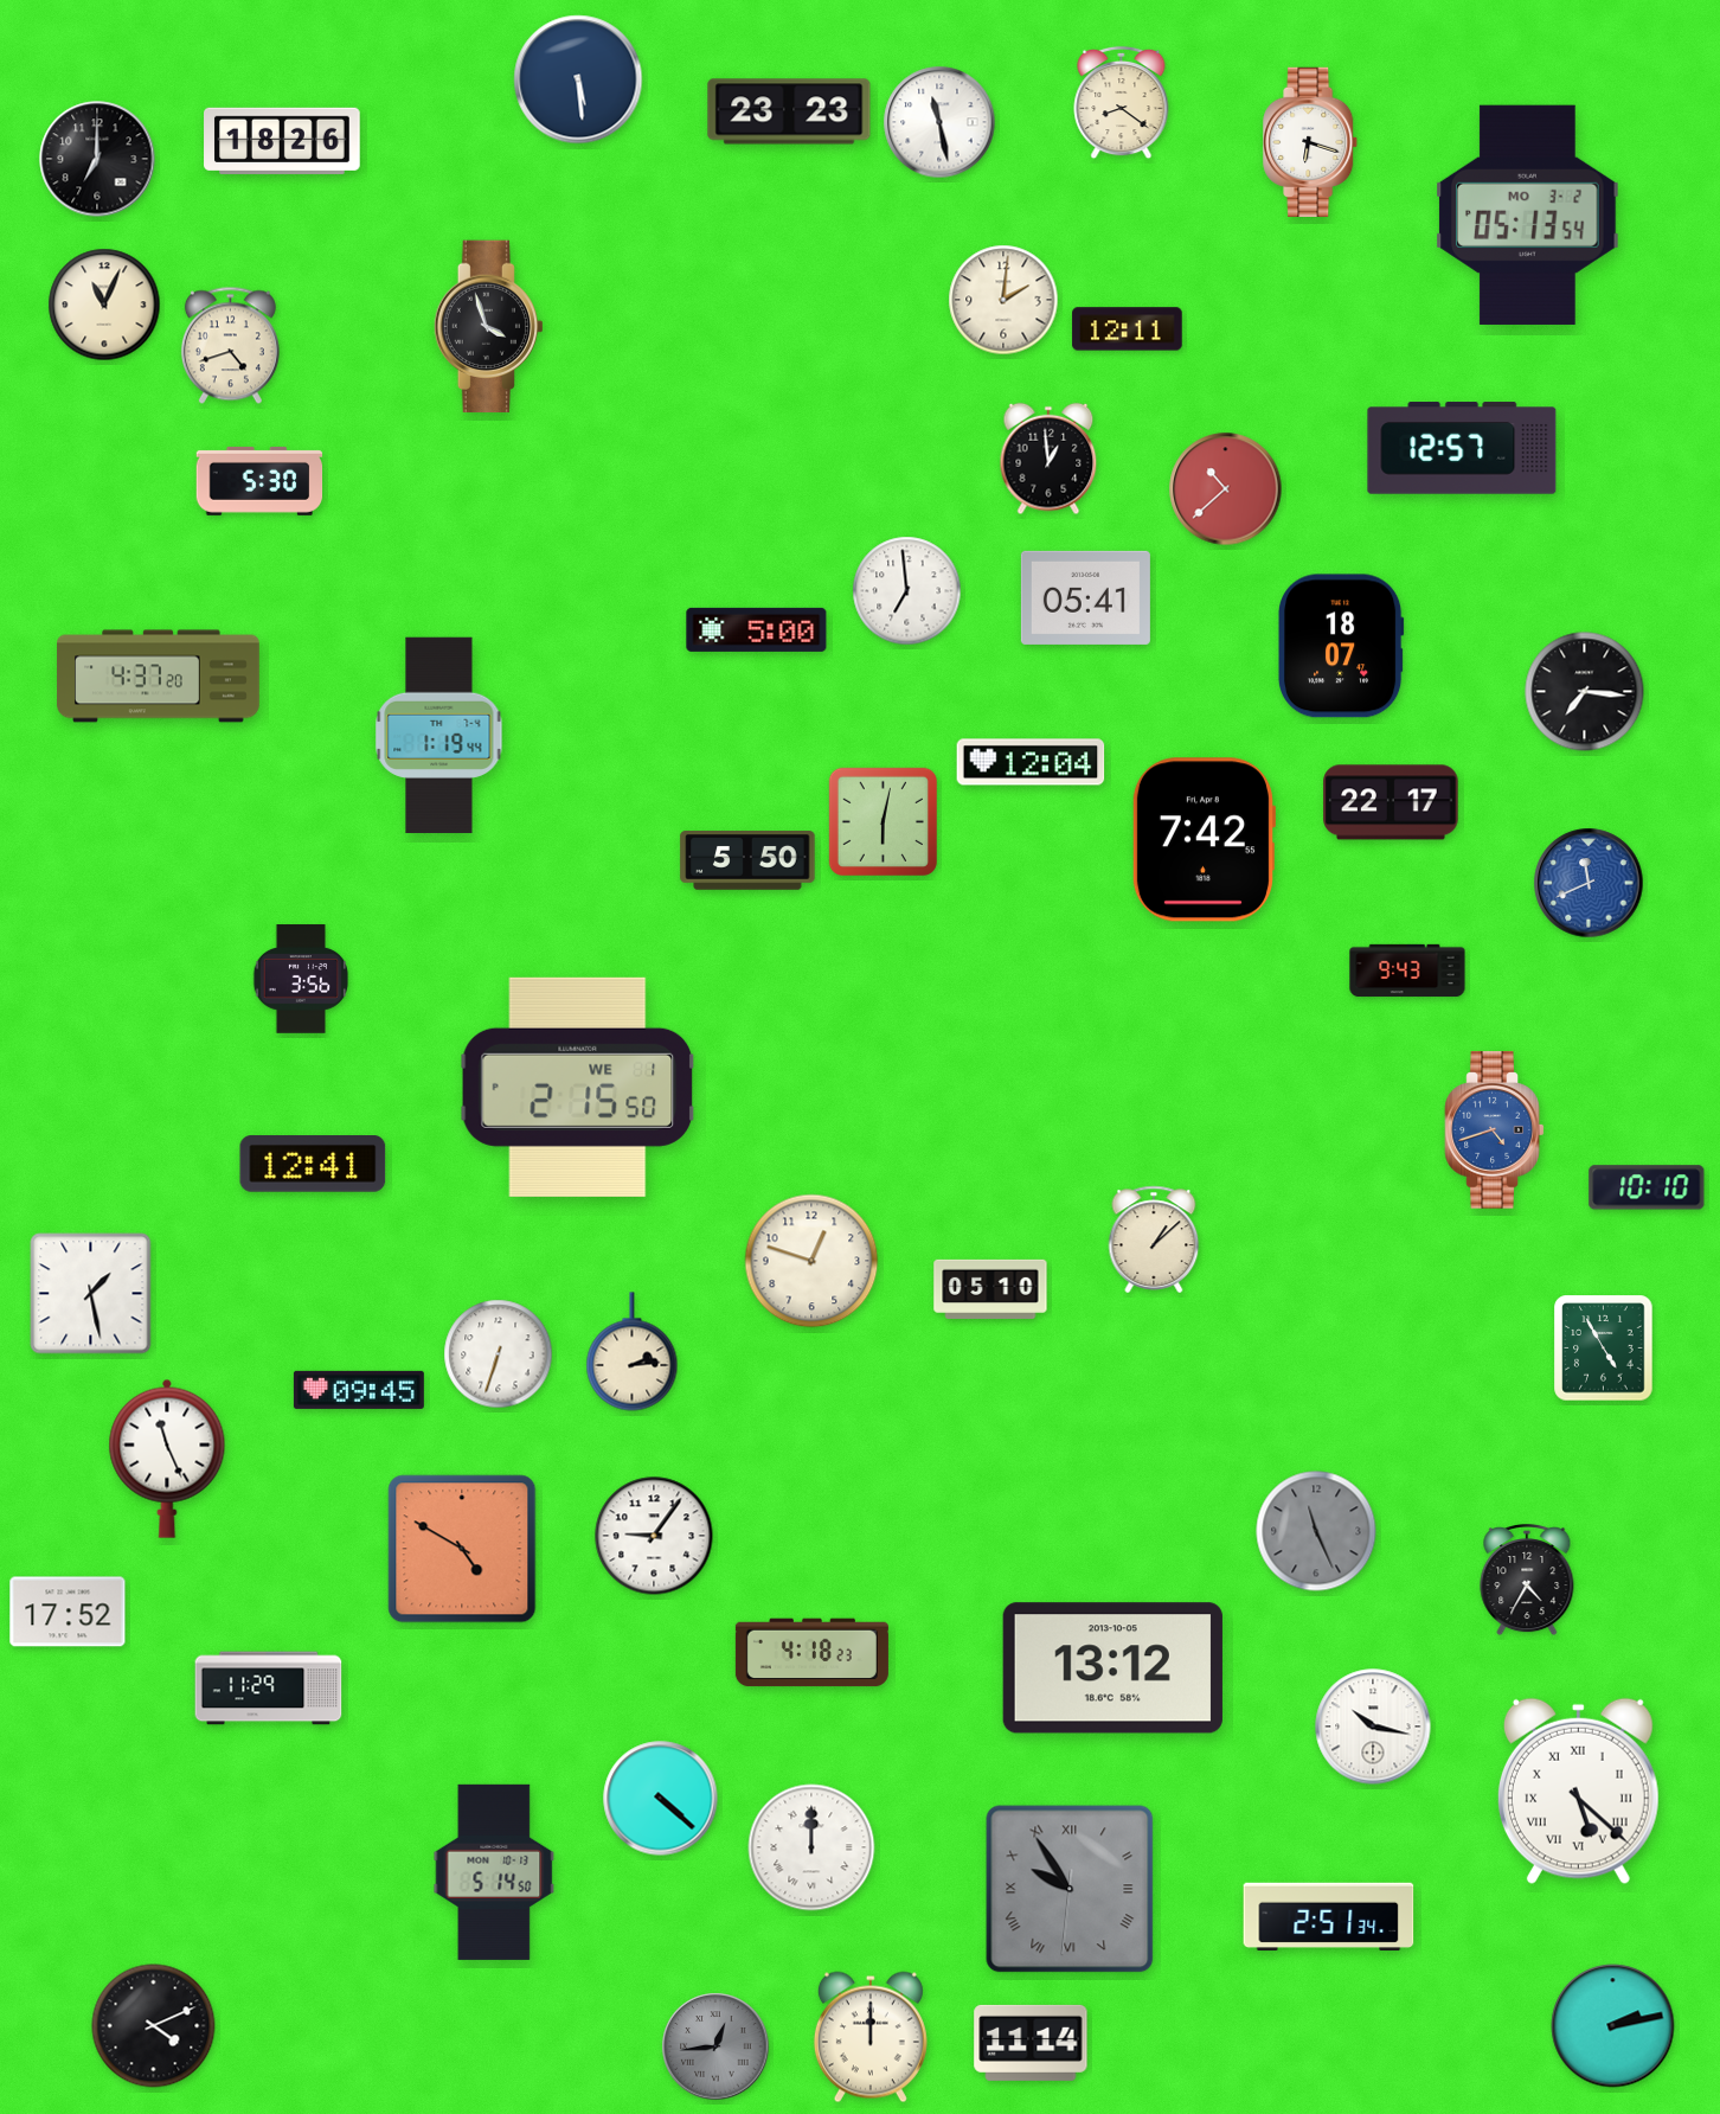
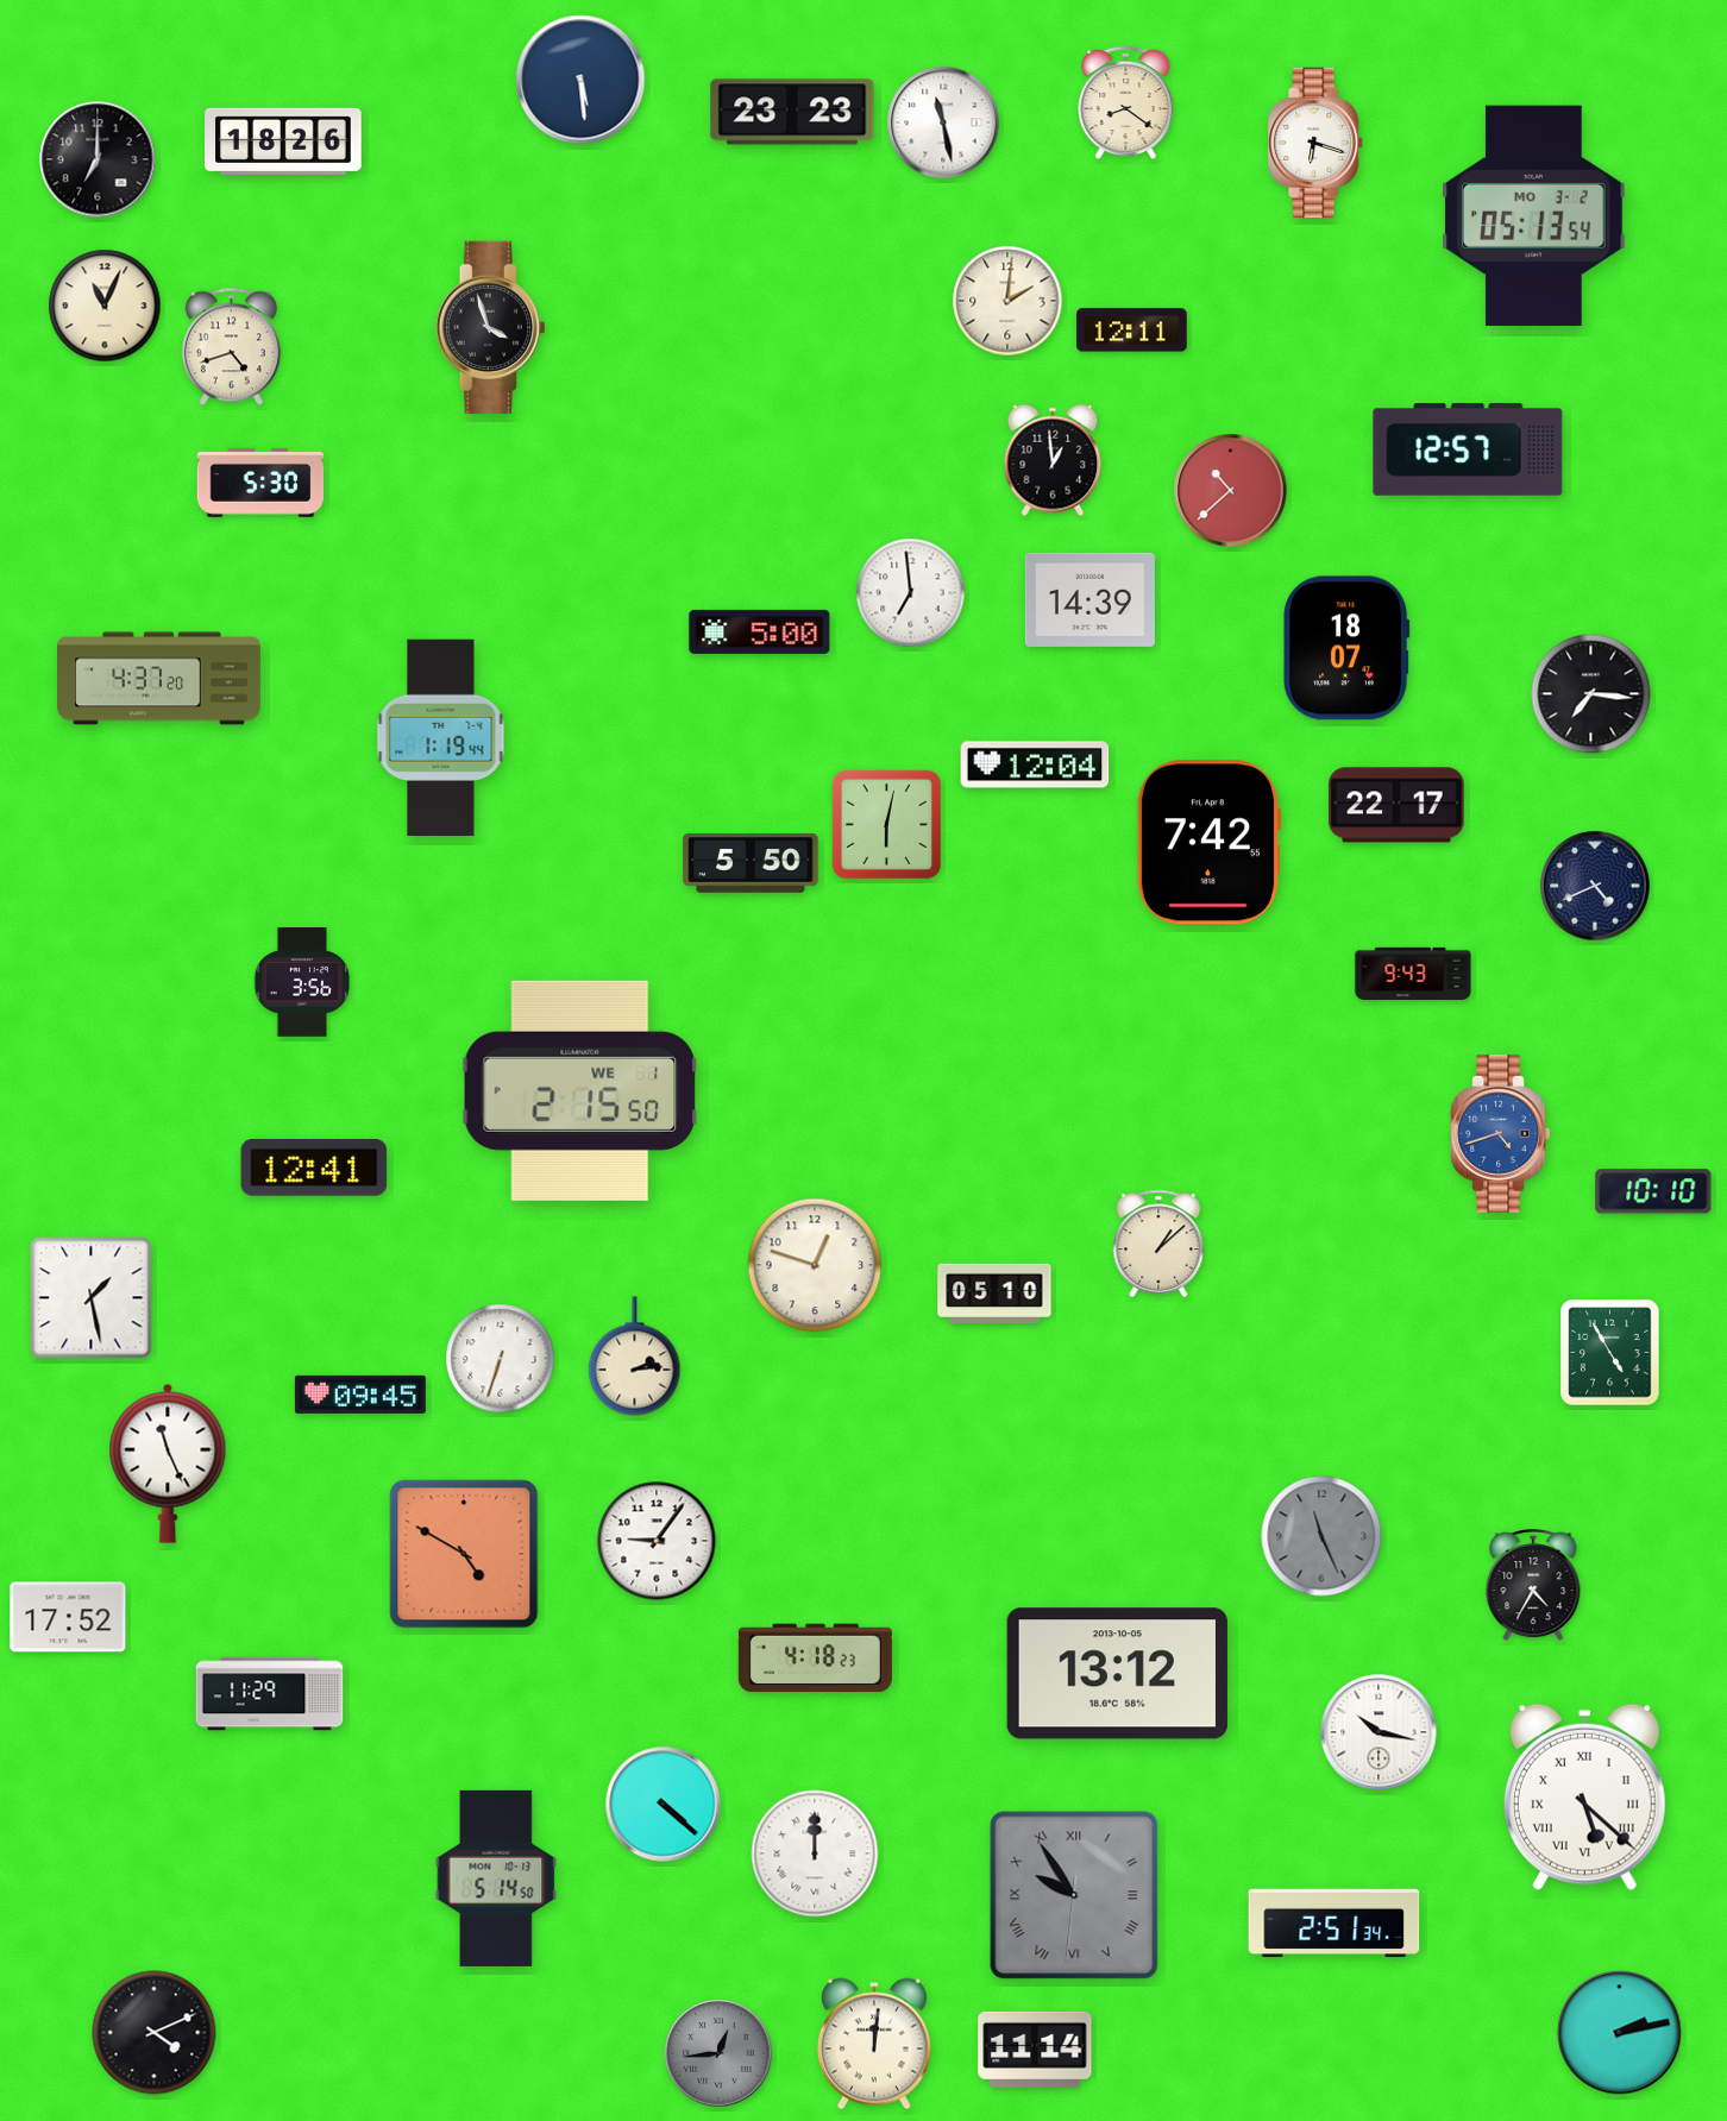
clock at (1085, 597): 05:41 -> 14:39
clock at (1589, 883): 11:41 -> 4:41
clock at (1589, 883) dial: blue -> navy
clock at (871, 2037): 12:00 -> 12:01
